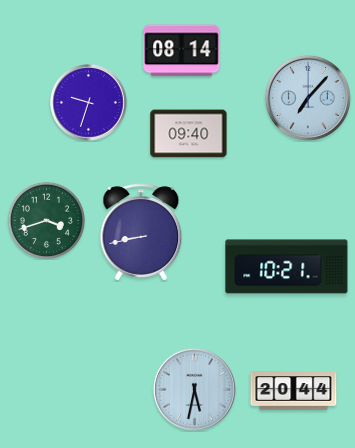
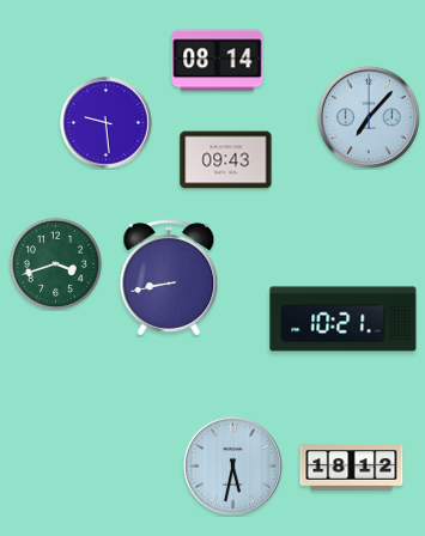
clock at (89, 103): 9:33 -> 9:29
clock at (189, 134): 09:40 -> 09:43
clock at (294, 391): 20:44 -> 18:12
